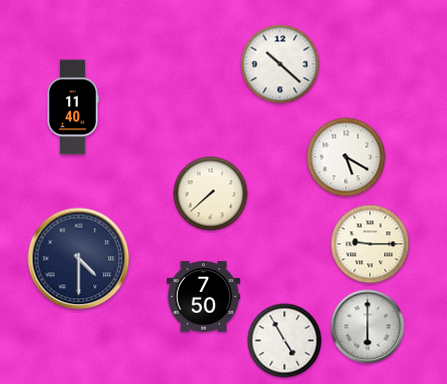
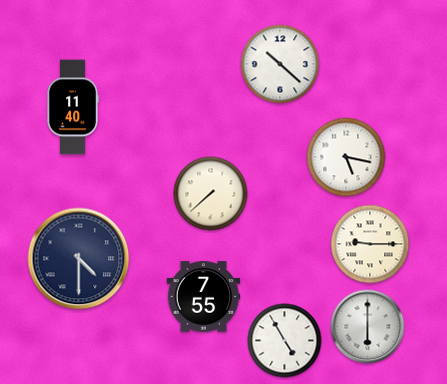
clock at (346, 157): 5:20 -> 5:17
clock at (204, 297): 7:50 -> 7:55
